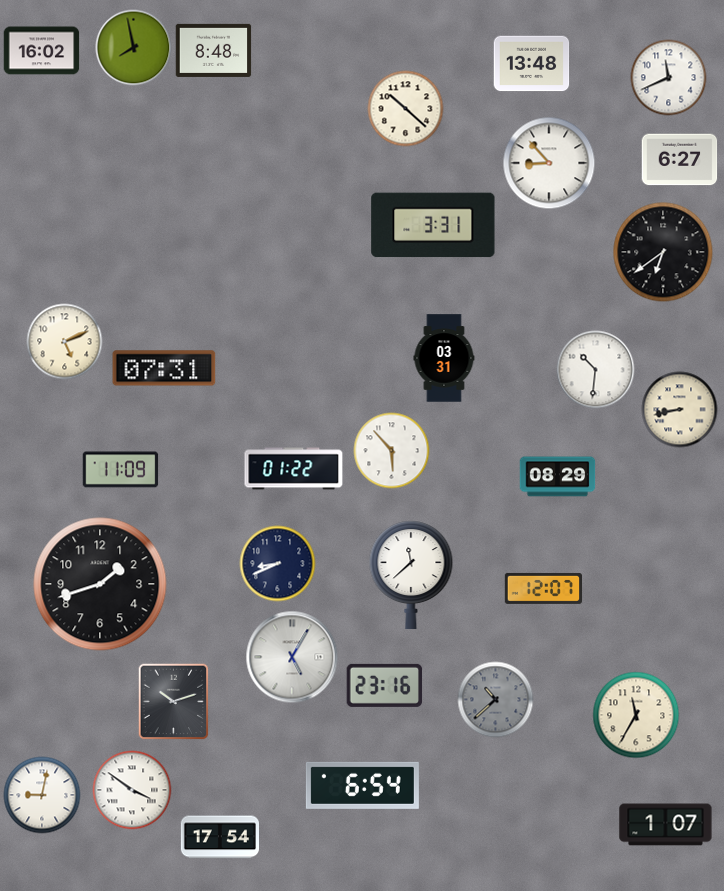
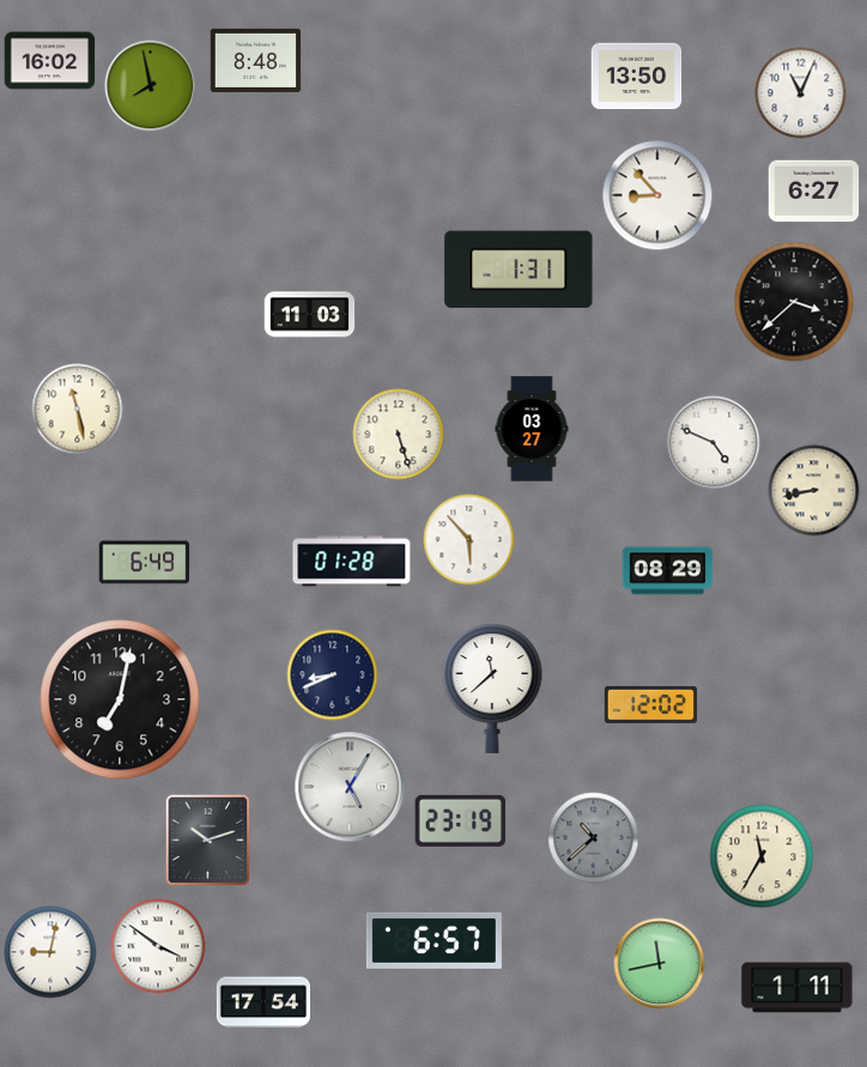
clock at (134, 48) position: (134, 48) -> (151, 86)
clock at (532, 64): 13:48 -> 13:50
clock at (669, 78): 11:41 -> 11:04
clock at (406, 109): 10:22 -> none
clock at (433, 225): 3:31 -> 1:31
clock at (663, 252): 6:39 -> 3:38
clock at (310, 315): none -> 11:03
clock at (65, 342): 5:11 -> 11:28
clock at (444, 358): 03:31 -> 03:27
clock at (399, 435): none -> 5:27
clock at (164, 368): 07:31 -> none
clock at (596, 370): 10:31 -> 4:49
clock at (294, 469): 01:22 -> 01:28
clock at (121, 470): 11:09 -> 6:49
clock at (100, 584): 1:42 -> 7:02
clock at (544, 588): 12:07 -> 12:02
clock at (385, 685): 23:16 -> 23:19
clock at (362, 785): 6:54 -> 6:57
clock at (660, 964): none -> 11:43
clock at (666, 825): 1:07 -> 1:11
